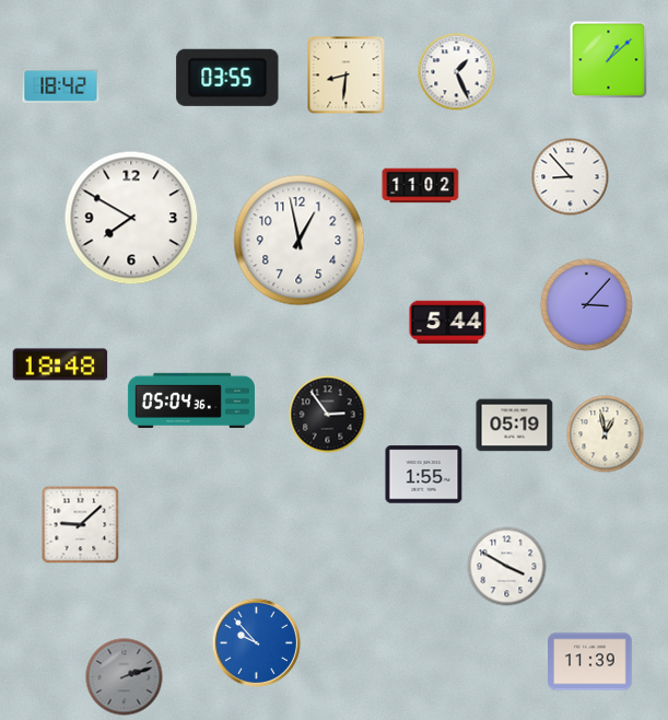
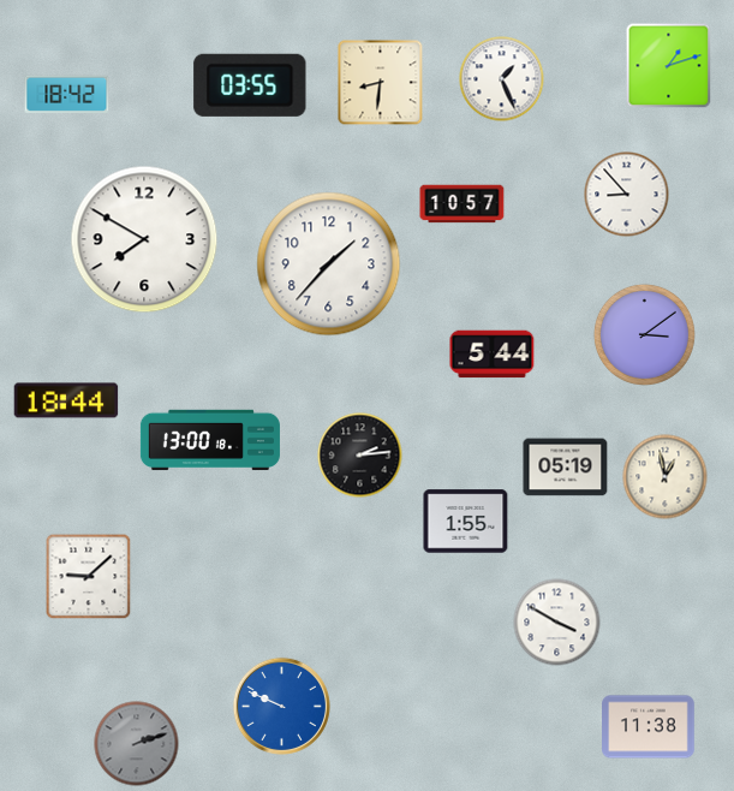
clock at (609, 60): 1:08 -> 1:12
clock at (421, 186): 11:02 -> 10:57
clock at (300, 241): 12:58 -> 1:37
clock at (586, 304): 3:07 -> 3:09
clock at (60, 364): 18:48 -> 18:44
clock at (191, 400): 05:04 -> 13:00
clock at (328, 415): 2:54 -> 2:14
clock at (256, 642): 9:53 -> 9:49
clock at (590, 662): 11:39 -> 11:38
